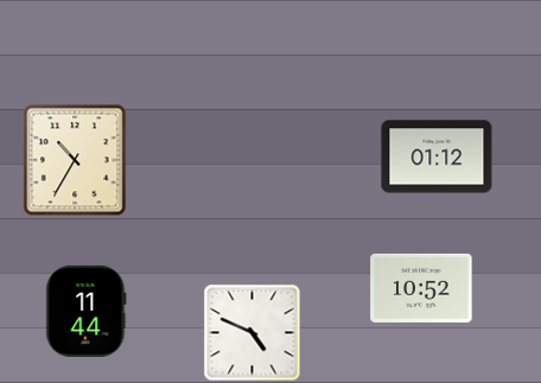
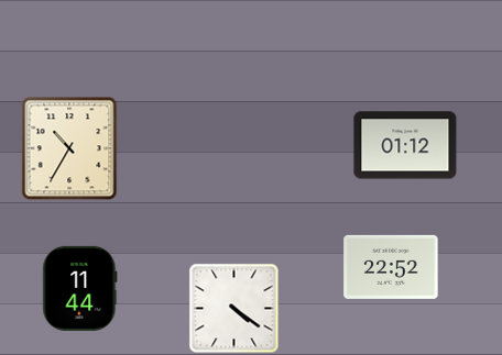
clock at (421, 288): 10:52 -> 22:52
clock at (253, 333): 4:49 -> 4:21
